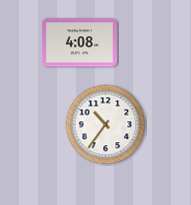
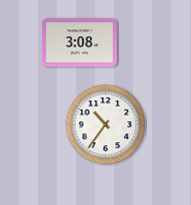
clock at (79, 43): 4:08 -> 3:08
